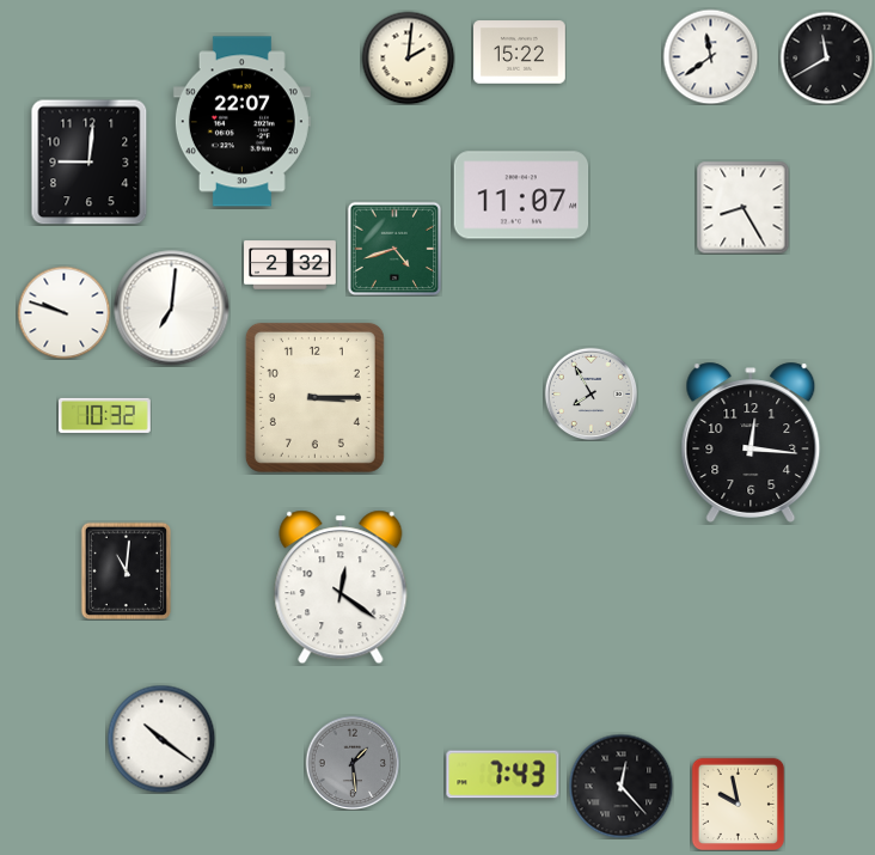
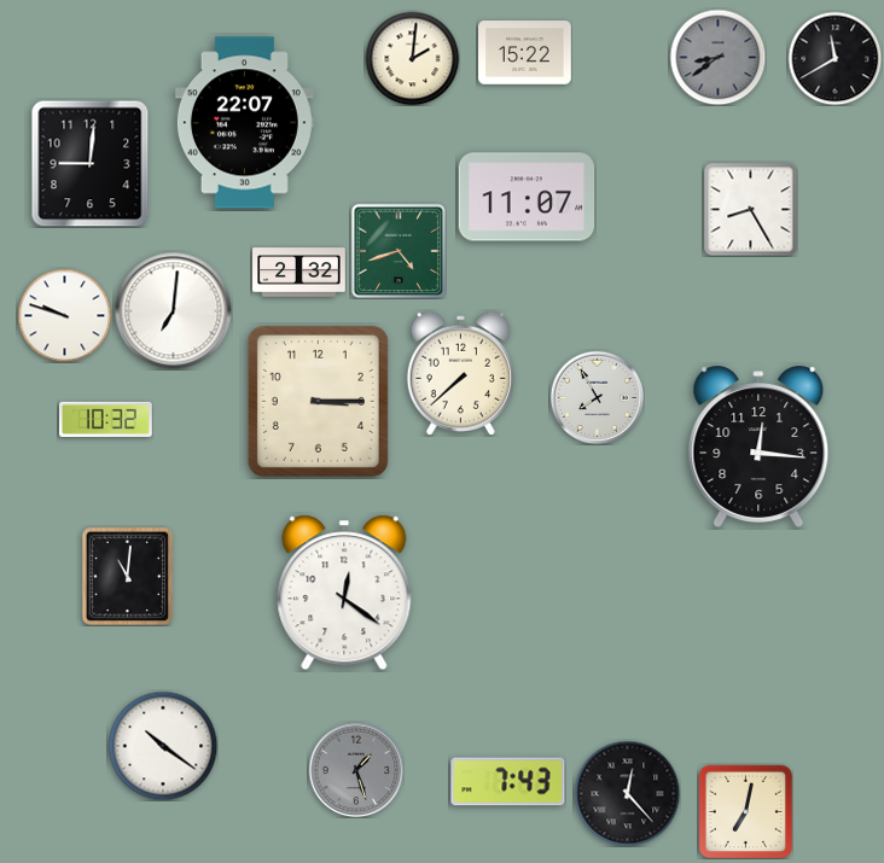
clock at (710, 56): 11:39 -> 8:39
clock at (710, 56) dial: white -> grey
clock at (290, 265) position: (290, 265) -> (299, 273)
clock at (460, 373): none -> 7:38
clock at (353, 763): 1:29 -> 1:27
clock at (738, 804): 9:58 -> 7:02
